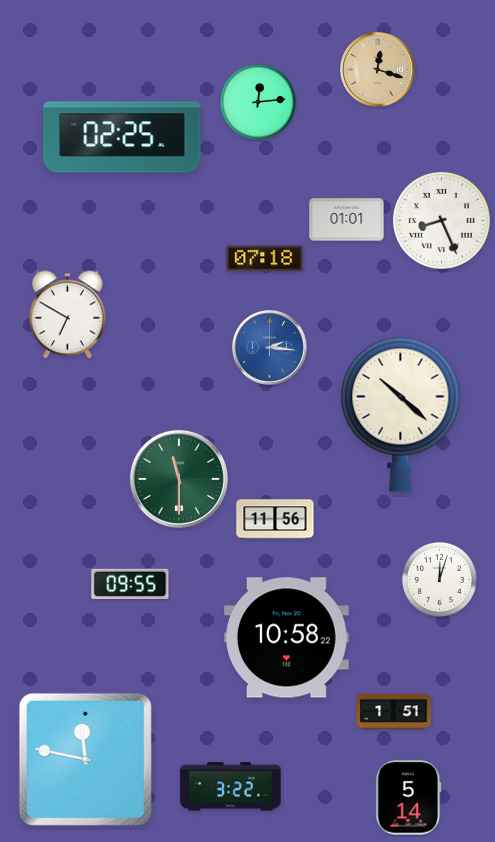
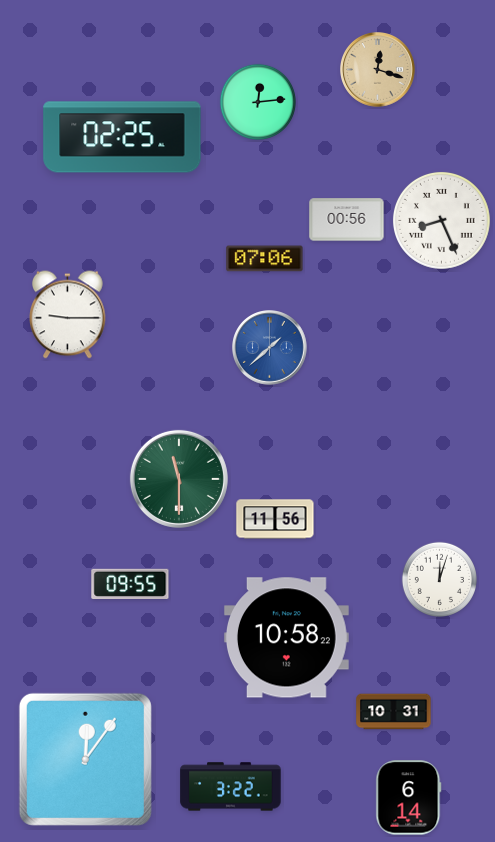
clock at (347, 220): 01:01 -> 00:56
clock at (265, 259): 07:18 -> 07:06
clock at (68, 315): 6:50 -> 9:15
clock at (270, 348): 2:16 -> 1:38
clock at (401, 414): 10:22 -> none
clock at (394, 712): 1:51 -> 10:31
clock at (85, 759): 11:47 -> 12:06
clock at (409, 798): 5:14 -> 6:14
